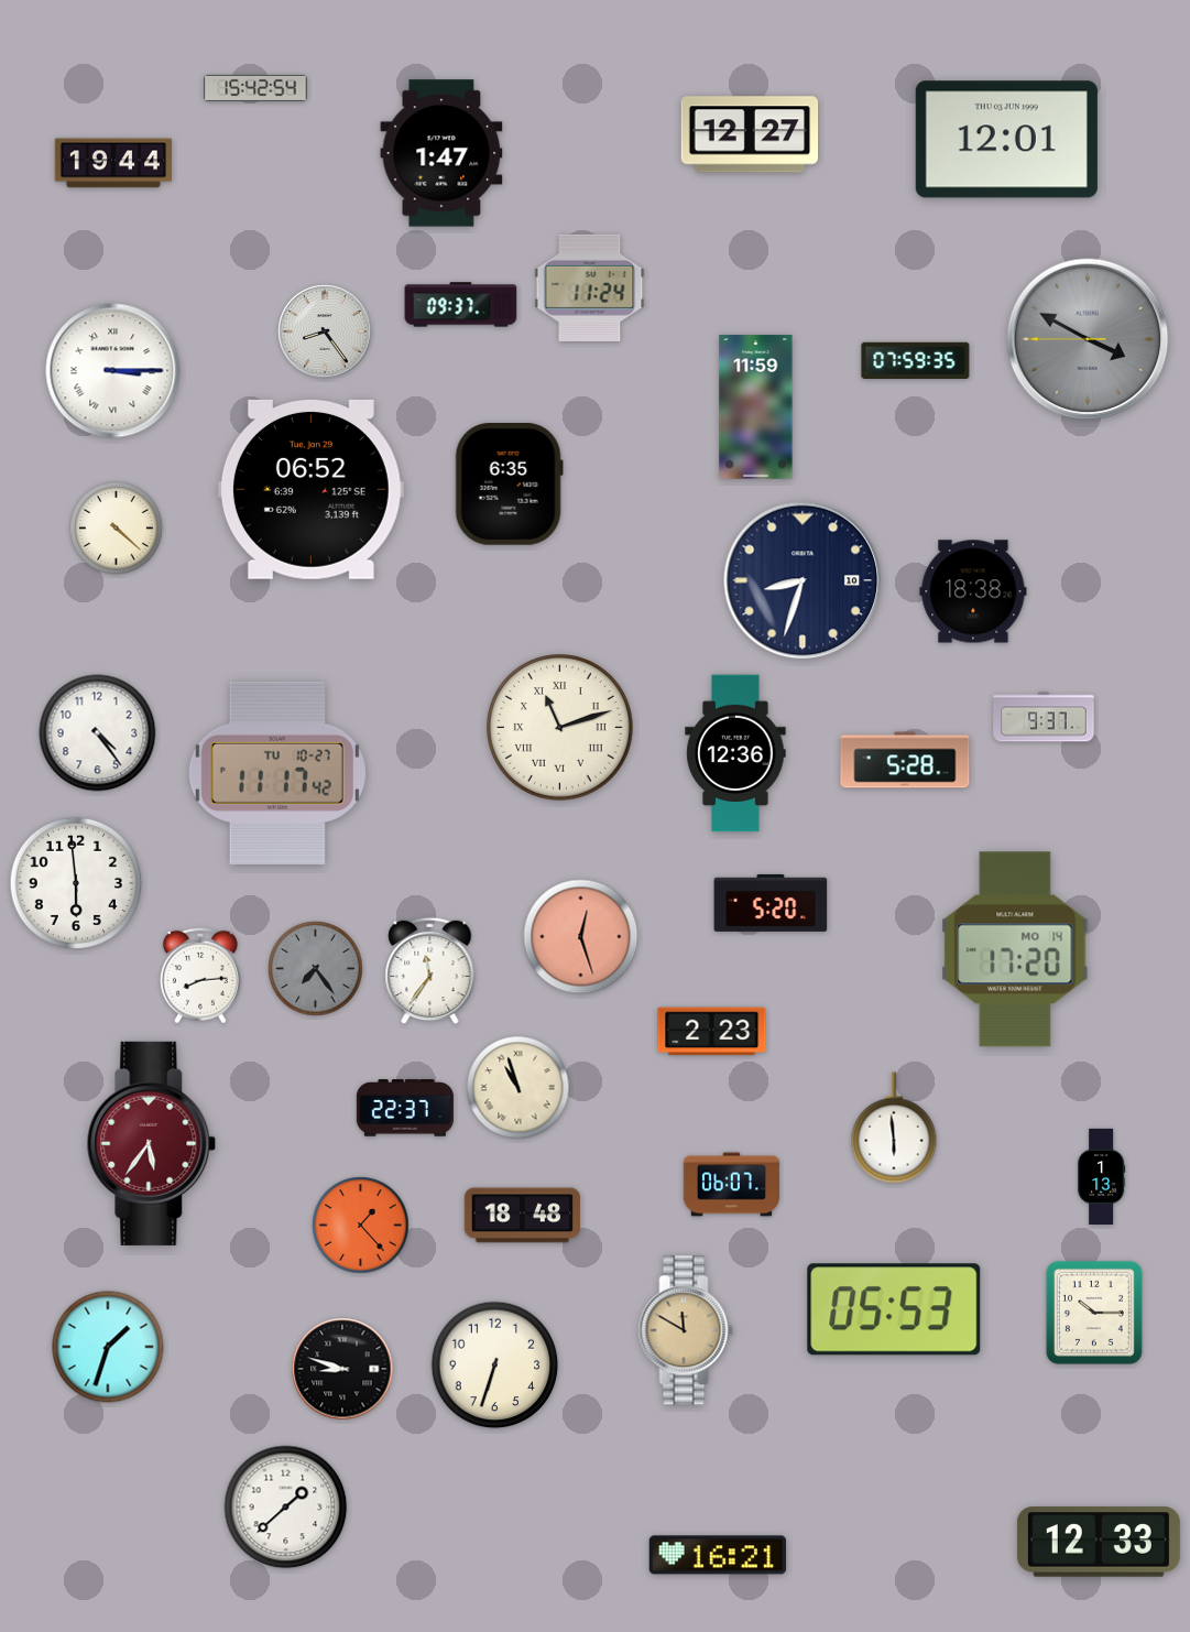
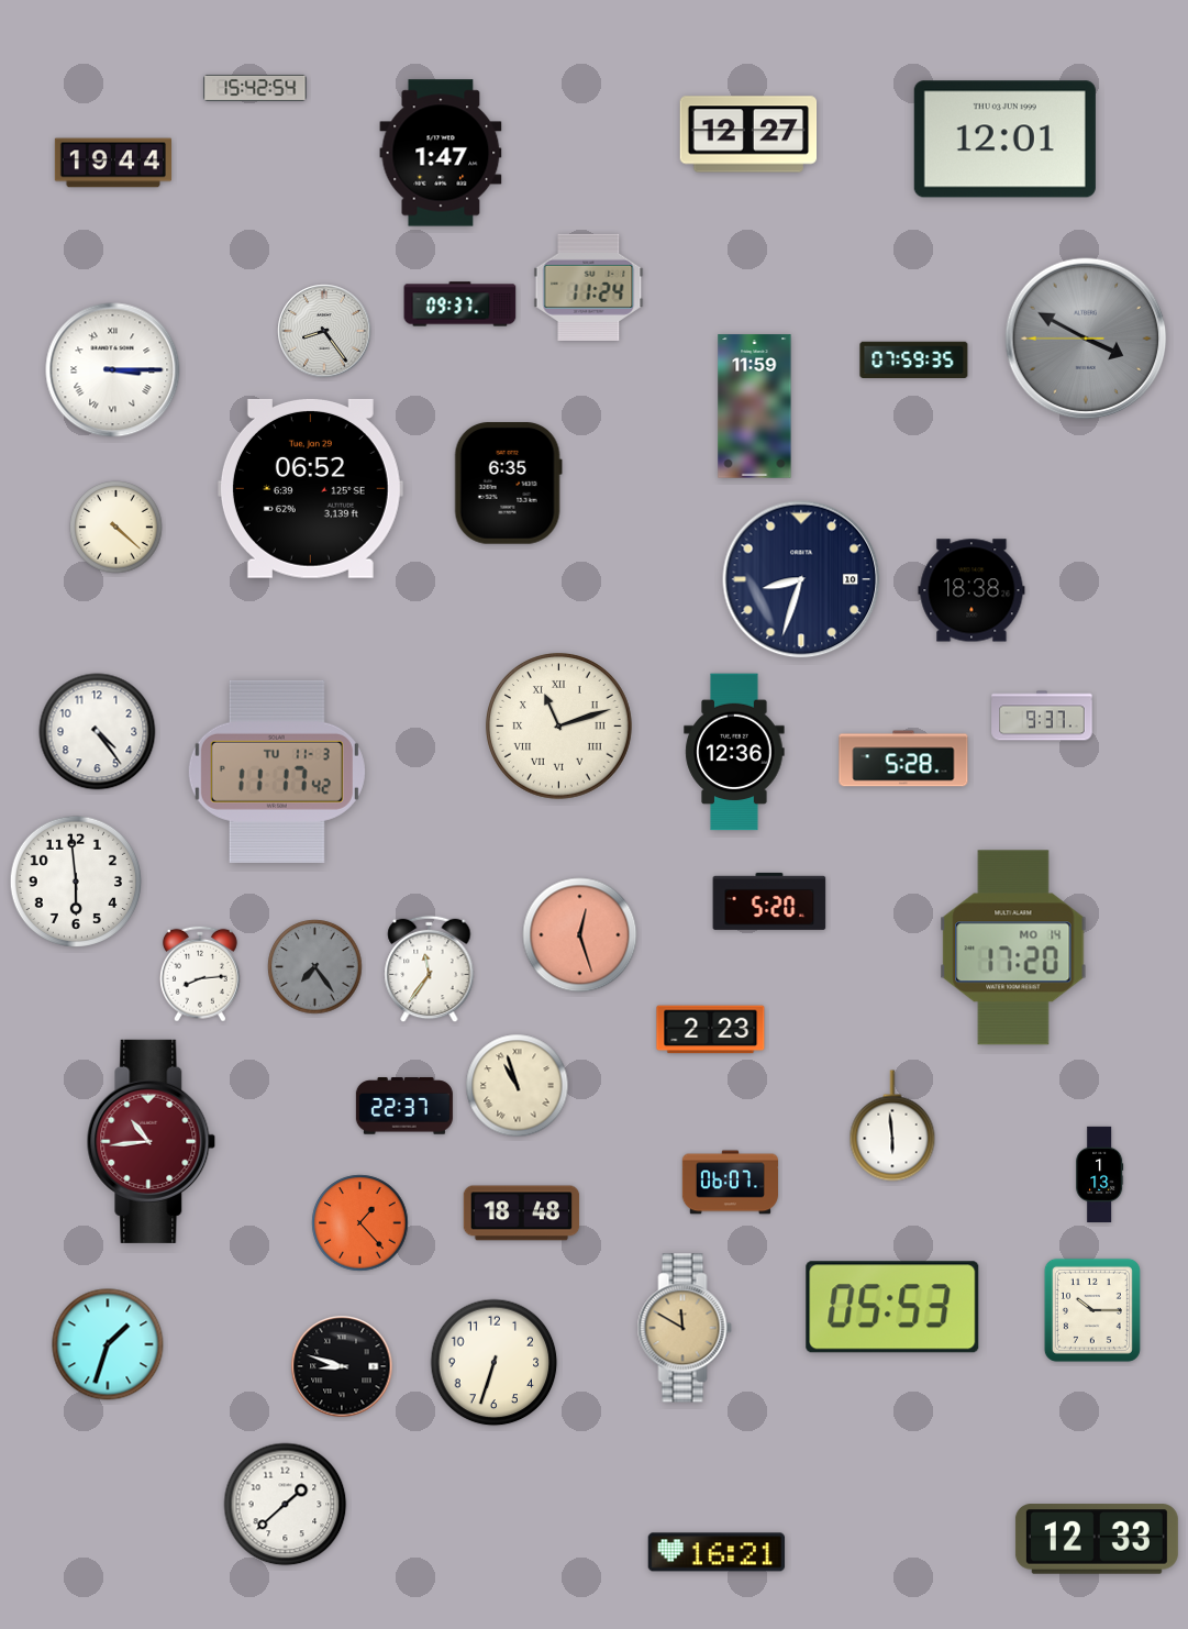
clock at (277, 773) date: TU 10-27 -> TU 11-3
clock at (152, 1143): 5:36 -> 10:44
